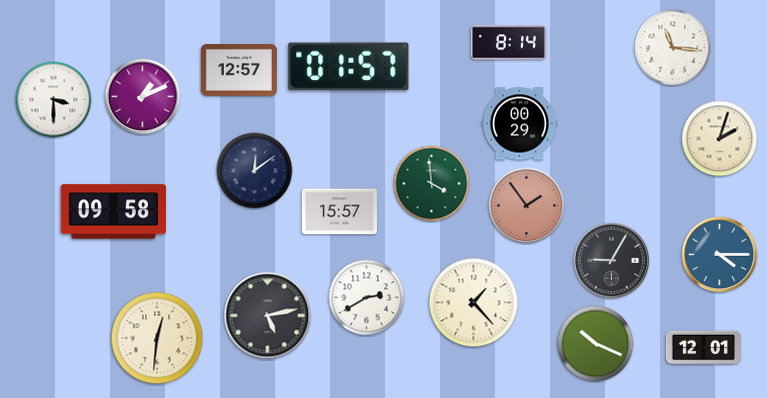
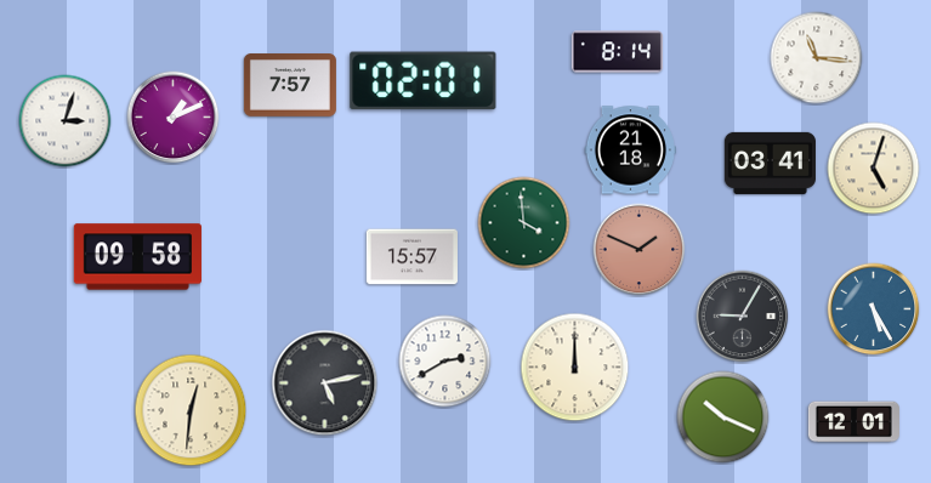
clock at (349, 67): 01:57 -> 02:01
clock at (239, 70): 12:57 -> 7:57
clock at (54, 100): 3:30 -> 3:03
clock at (519, 124): 00:29 -> 21:18
clock at (770, 163): none -> 03:41
clock at (720, 139): 2:03 -> 5:03
clock at (255, 171): 12:09 -> none
clock at (527, 206): 1:54 -> 1:49
clock at (720, 255): 4:15 -> 5:25
clock at (474, 303): 1:23 -> 12:00
